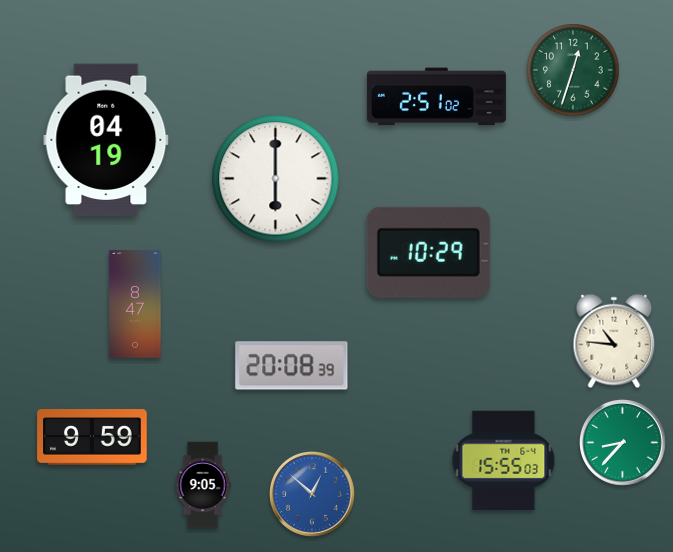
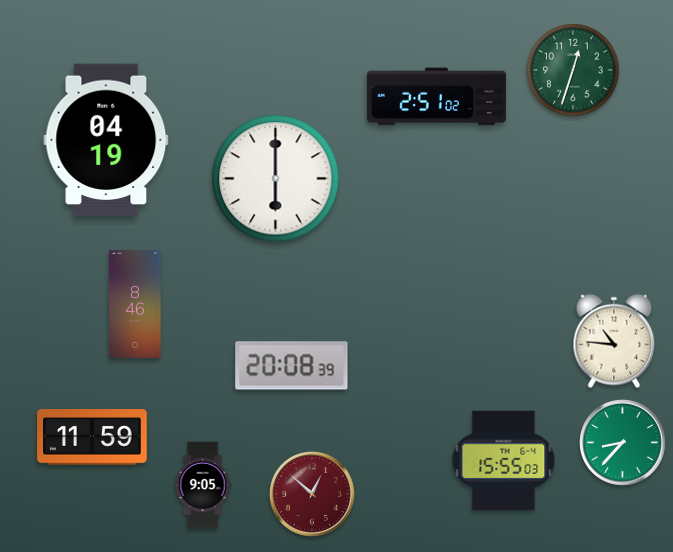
clock at (428, 252): 10:29 -> none
clock at (135, 305): 8:47 -> 8:46
clock at (92, 437): 9:59 -> 11:59
clock at (313, 495) dial: blue -> burgundy
